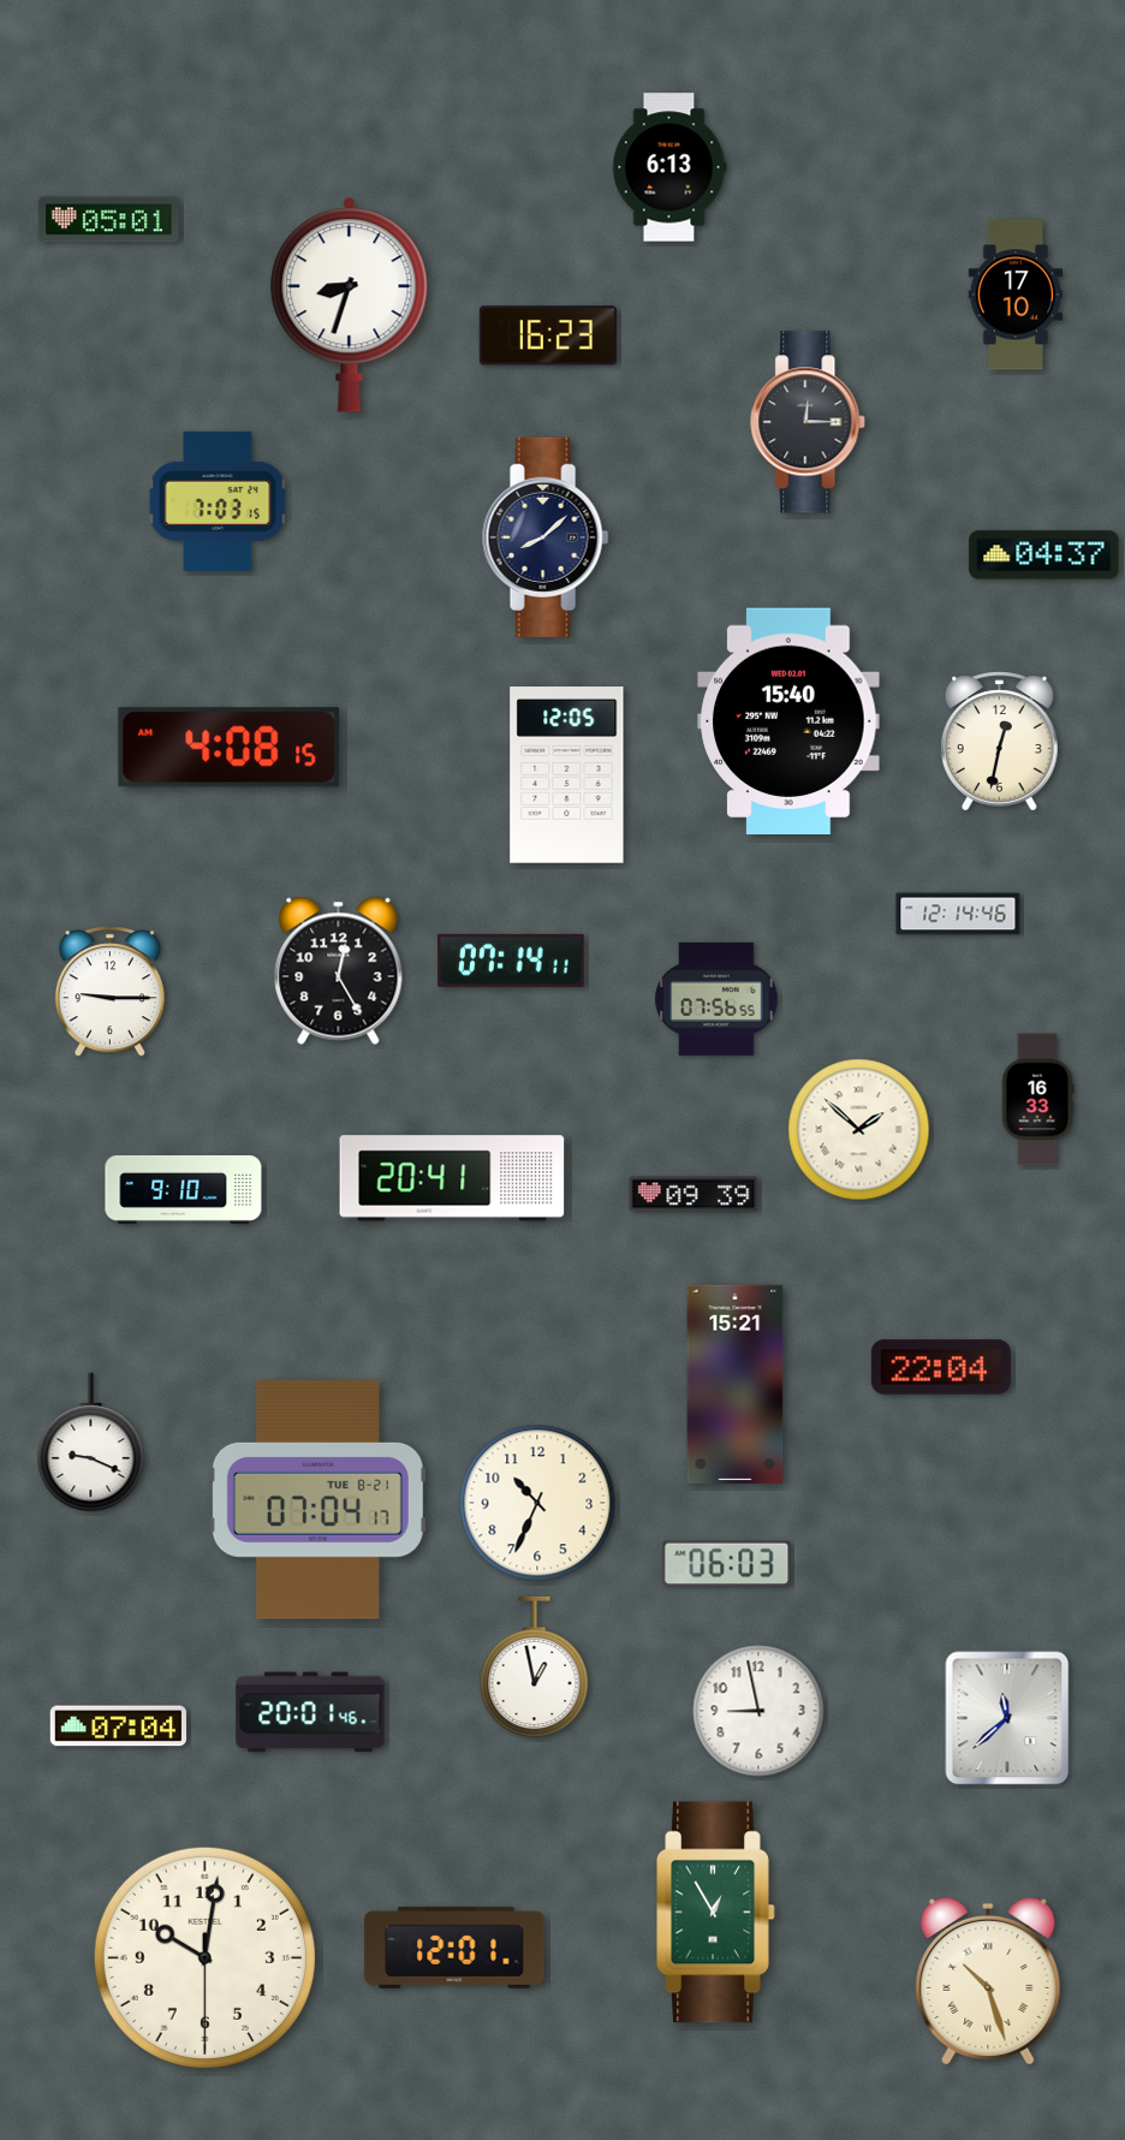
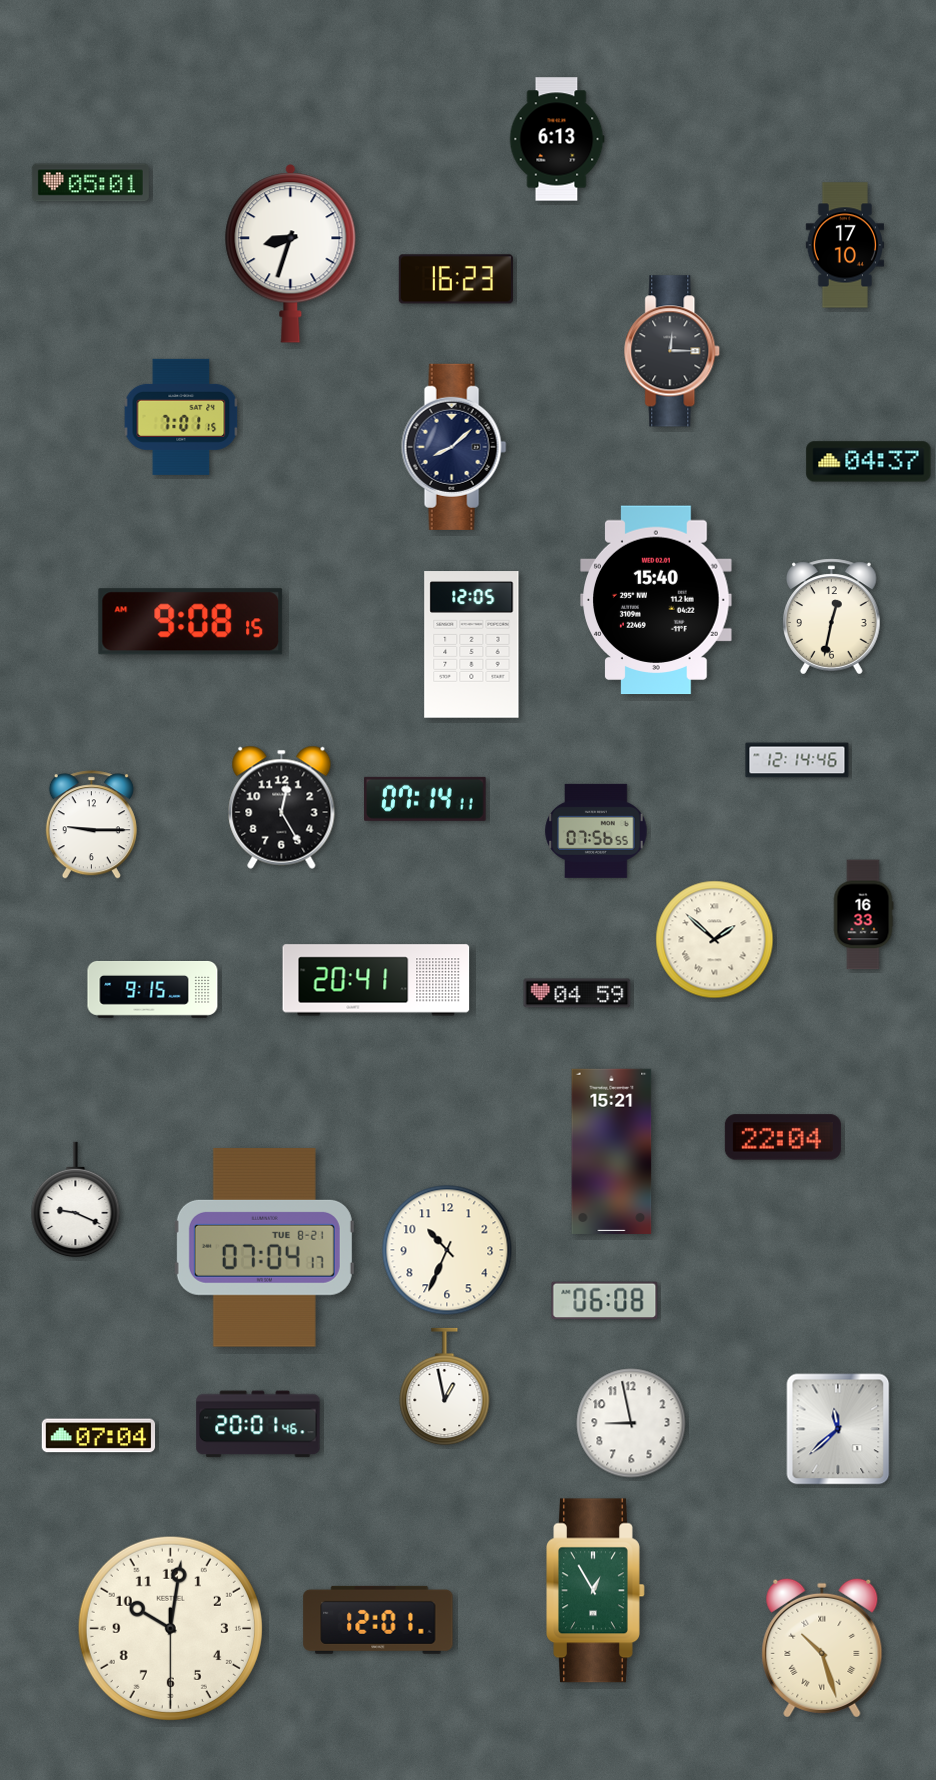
clock at (218, 501): 7:03 -> 7:01
clock at (230, 748): 4:08 -> 9:08
clock at (184, 1189): 9:10 -> 9:15
clock at (694, 1194): 09:39 -> 04:59
clock at (727, 1564): 06:03 -> 06:08
